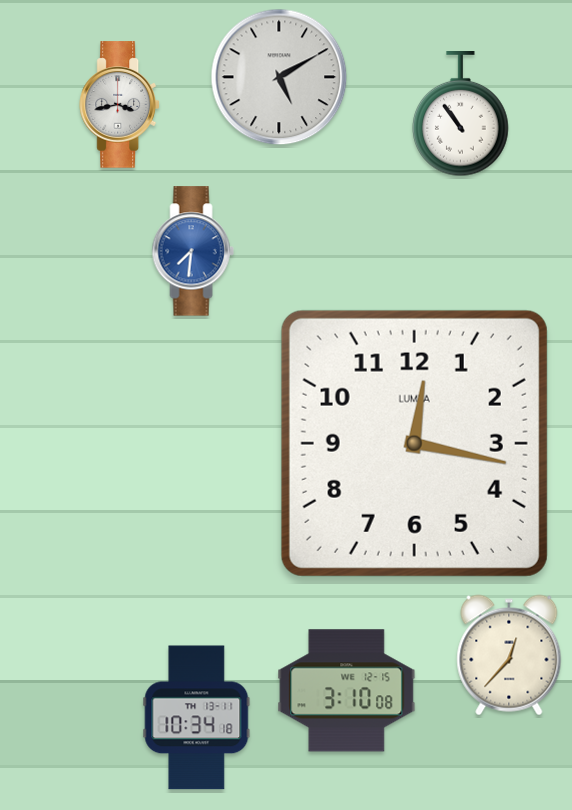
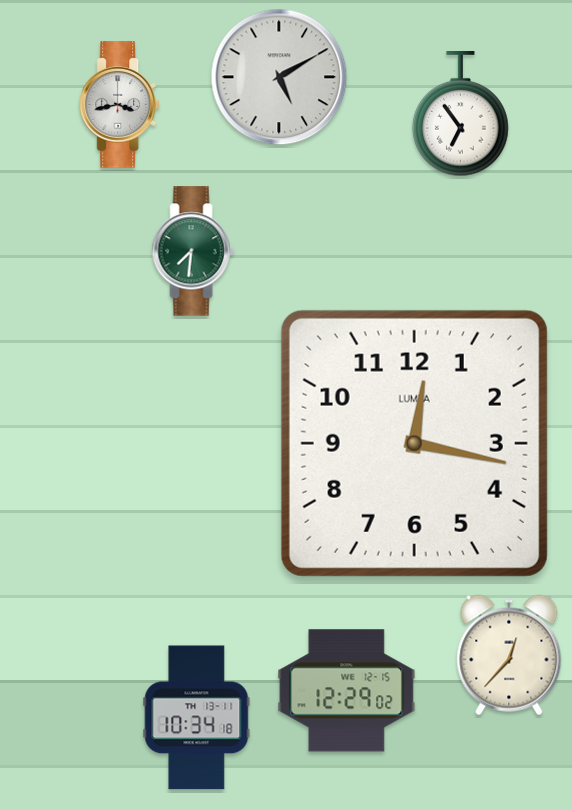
clock at (461, 115): 10:54 -> 6:54
clock at (193, 251) dial: blue -> green
clock at (347, 691): 3:10 -> 12:29
